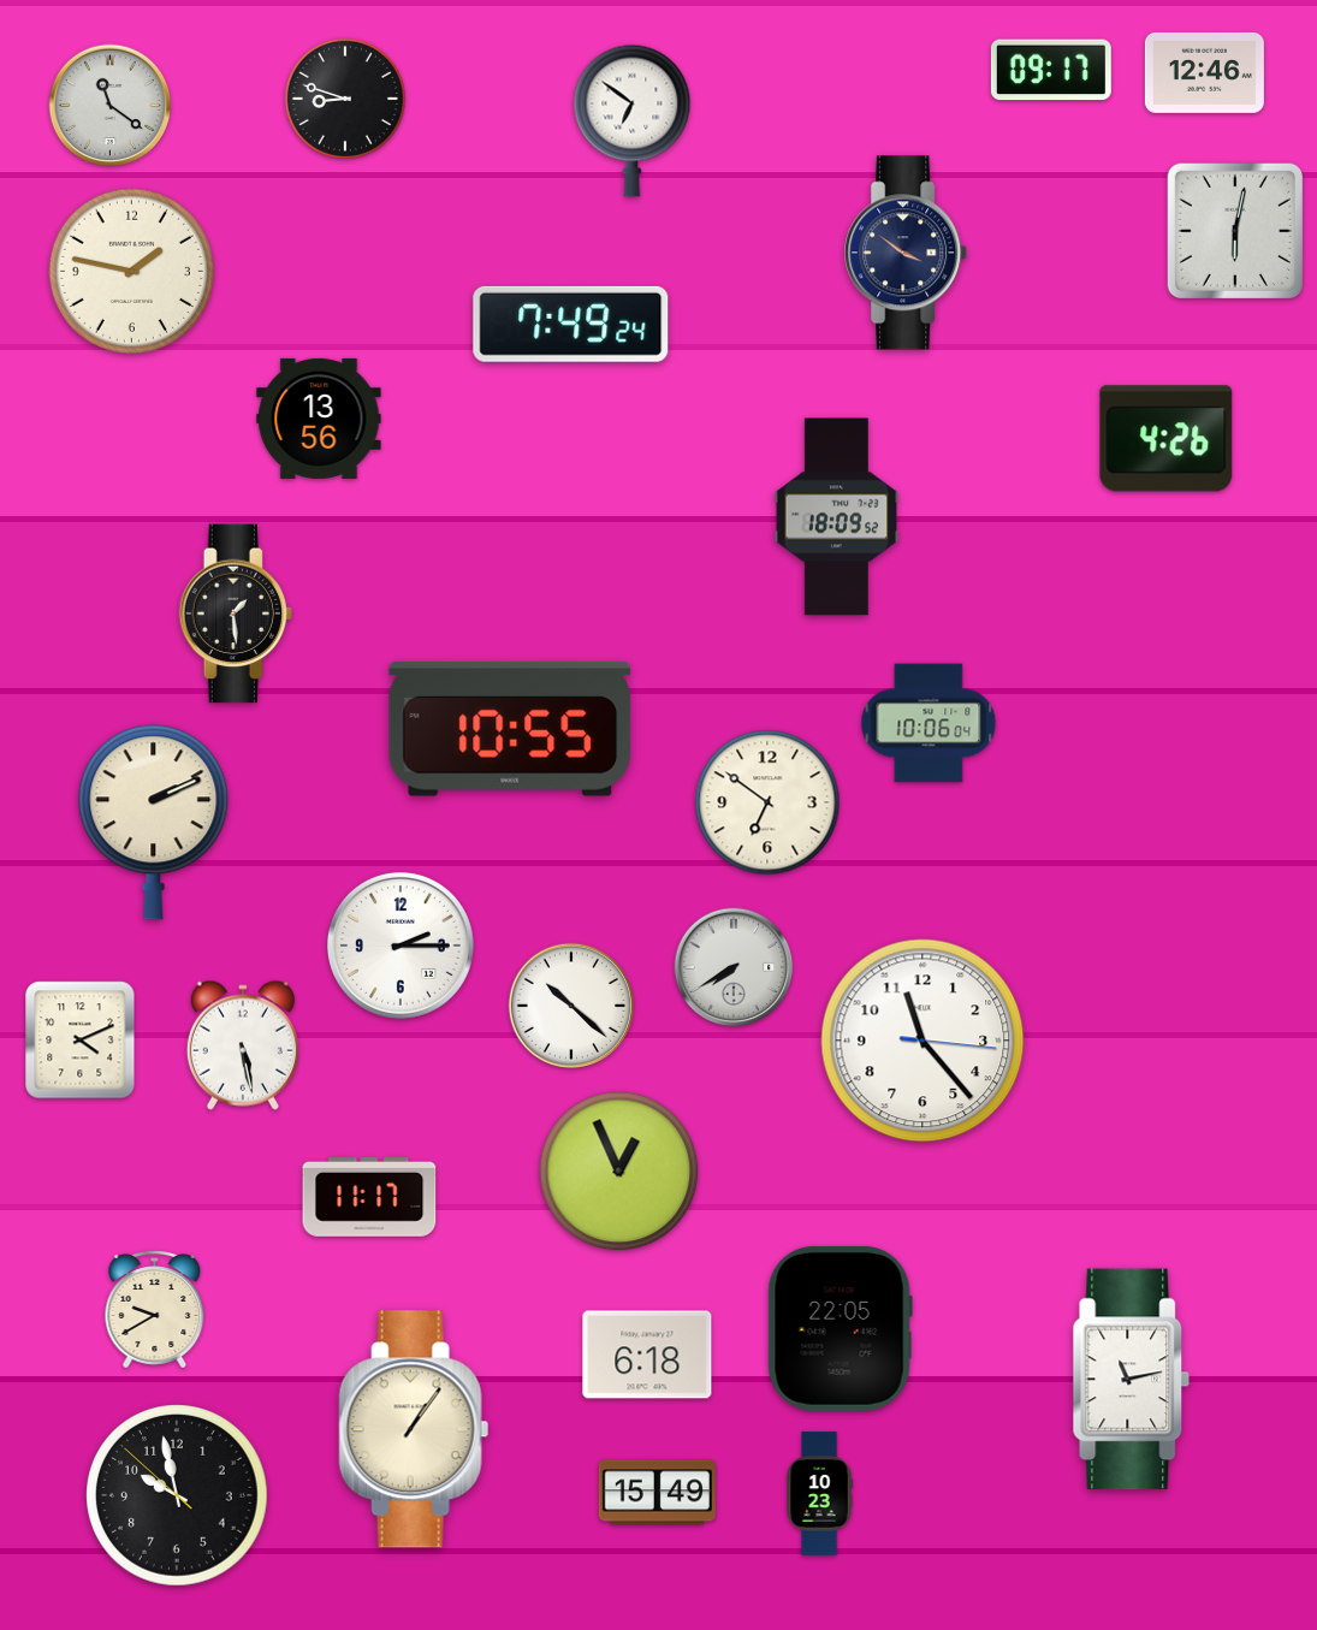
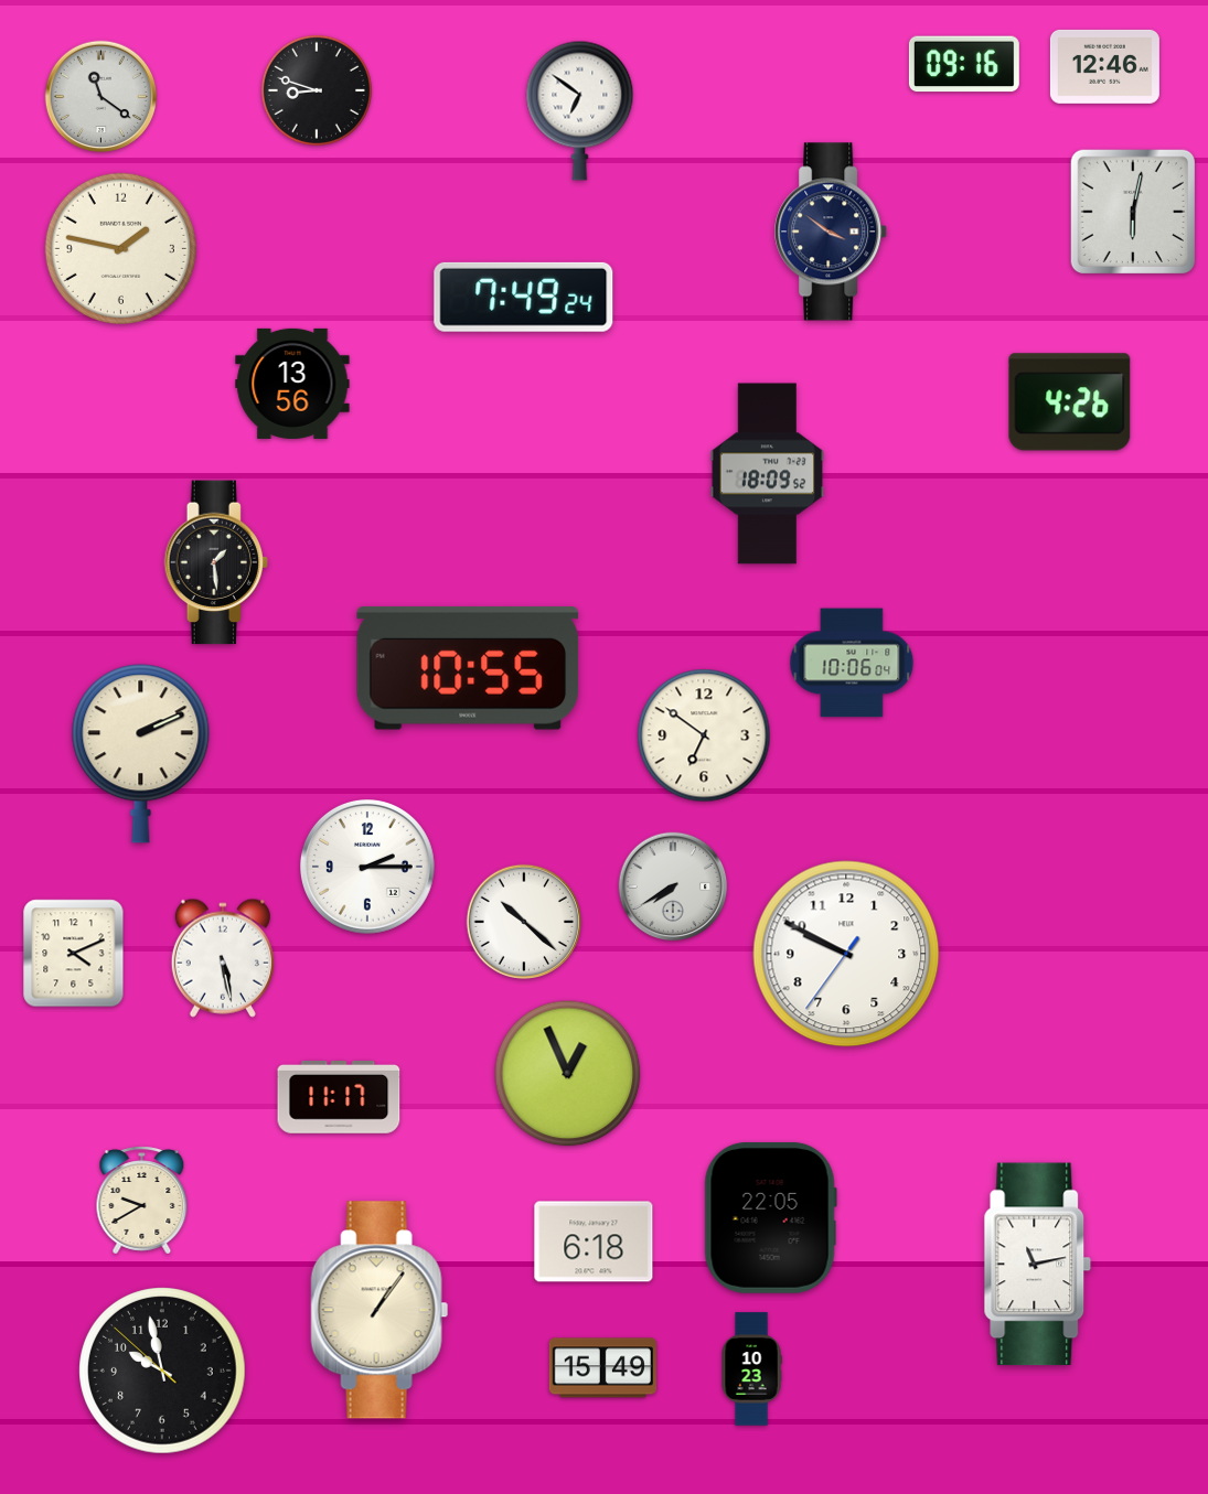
clock at (1051, 70): 09:17 -> 09:16
clock at (923, 1041): 11:23 -> 9:49
